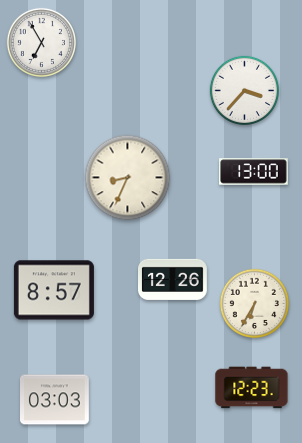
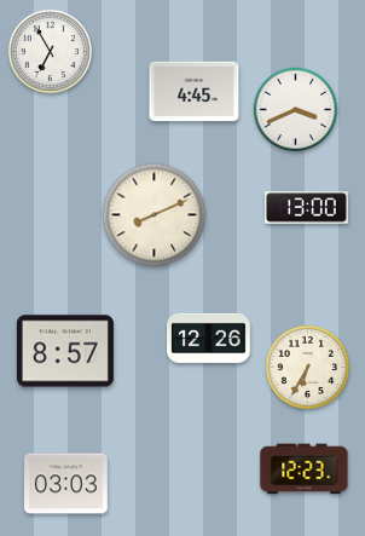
clock at (195, 92): none -> 4:45
clock at (244, 90): 3:37 -> 3:41
clock at (128, 178): 8:34 -> 8:11
